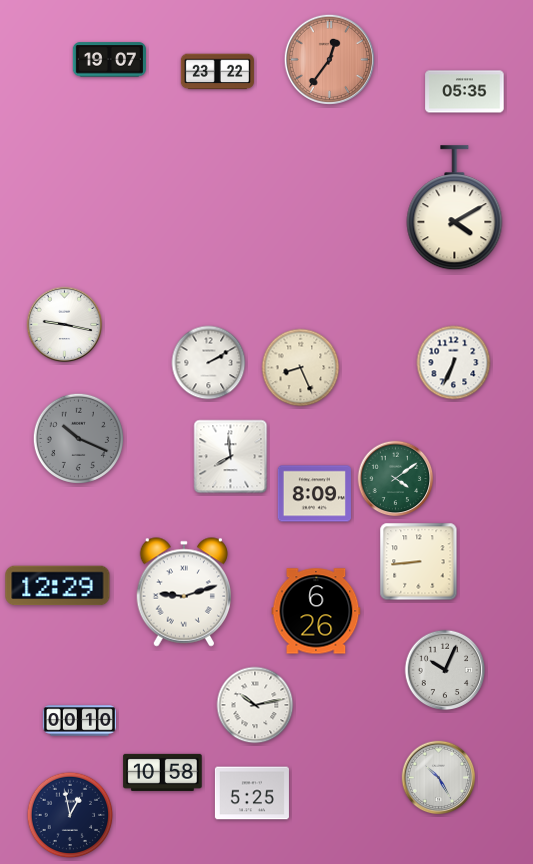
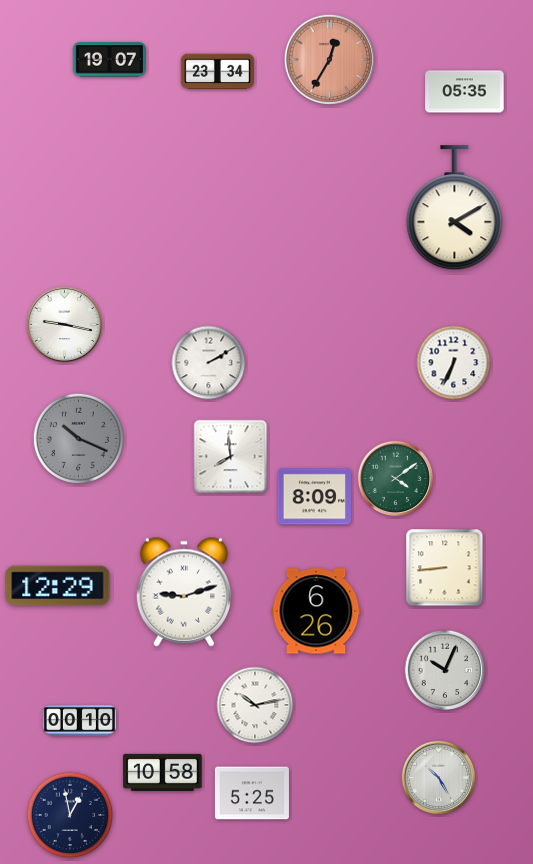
clock at (329, 59): 12:36 -> 12:35
clock at (217, 72): 23:22 -> 23:34
clock at (301, 368): 8:26 -> none
clock at (314, 494) position: (314, 494) -> (314, 497)
clock at (419, 562) position: (419, 562) -> (445, 568)
